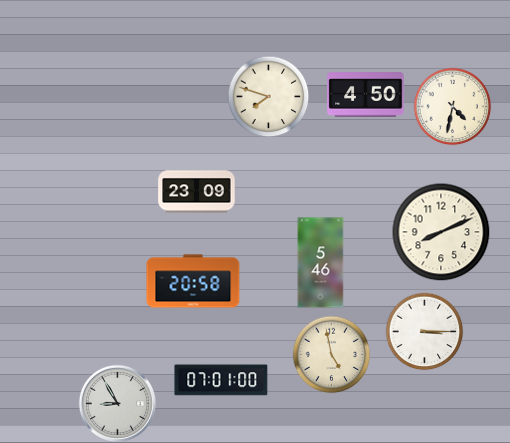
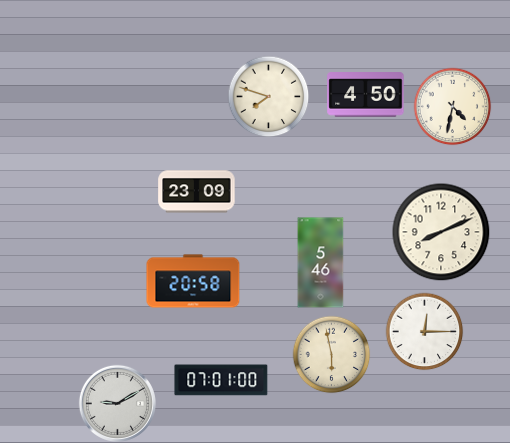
clock at (424, 331): 3:15 -> 12:15
clock at (331, 354): 4:58 -> 5:58
clock at (117, 403): 8:55 -> 9:10
